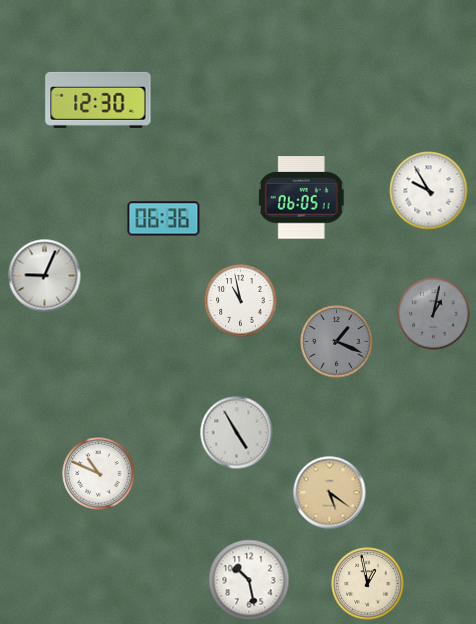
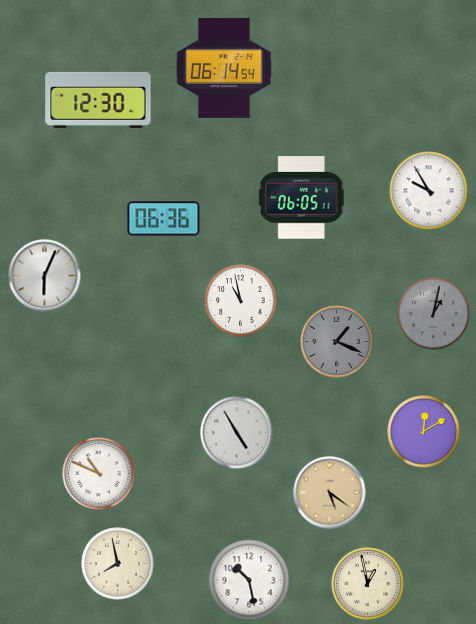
clock at (224, 68): none -> 06:14
clock at (45, 276): 9:04 -> 6:04
clock at (424, 432): none -> 12:10
clock at (118, 564): none -> 7:58
